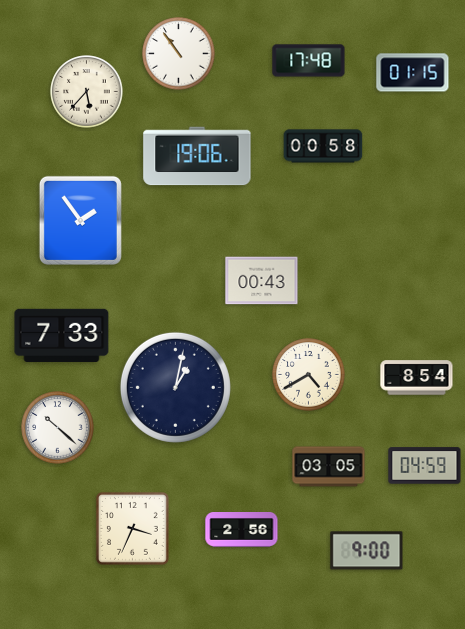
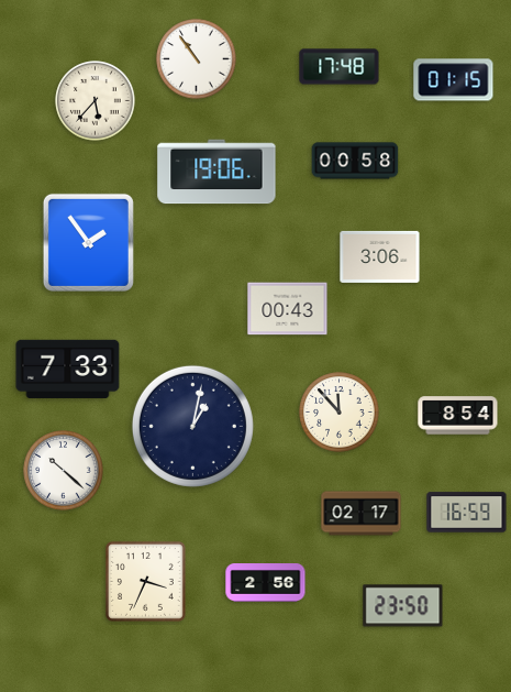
clock at (380, 256): none -> 3:06
clock at (309, 375): 4:40 -> 11:53
clock at (425, 466): 04:59 -> 16:59
clock at (329, 467): 03:05 -> 02:17
clock at (367, 551): 9:00 -> 23:50
